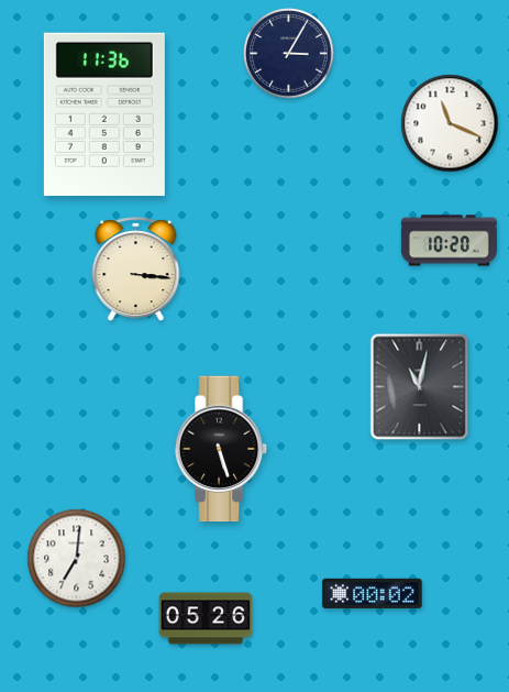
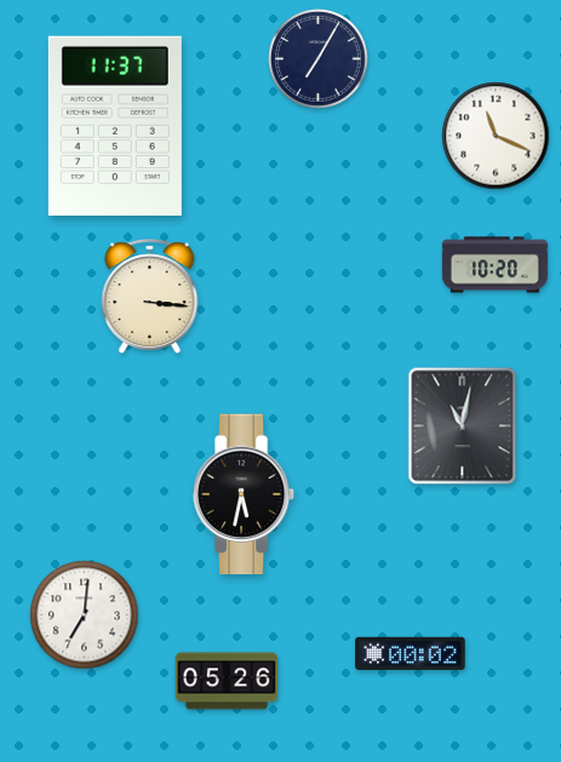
clock at (289, 54): 3:05 -> 7:05
clock at (104, 113): 11:36 -> 11:37
clock at (221, 449): 5:27 -> 5:32
